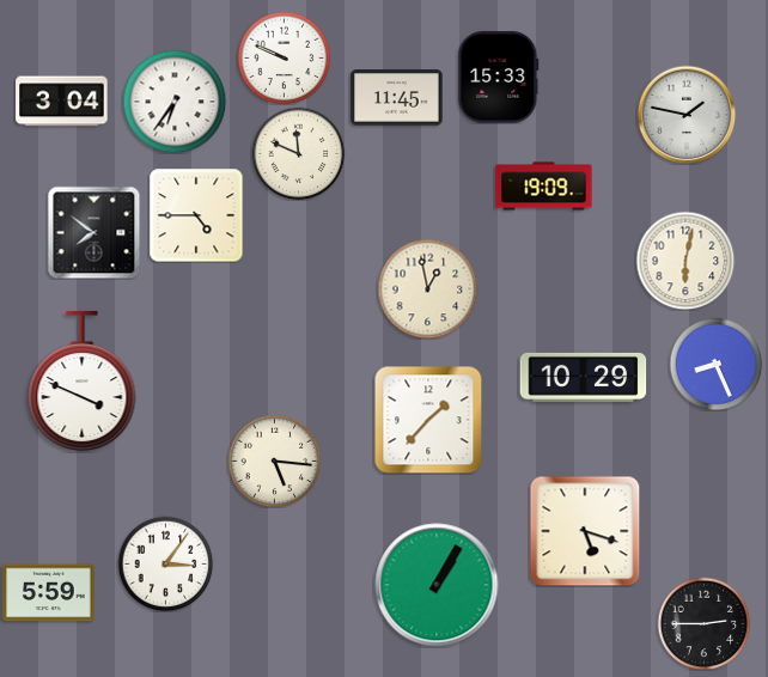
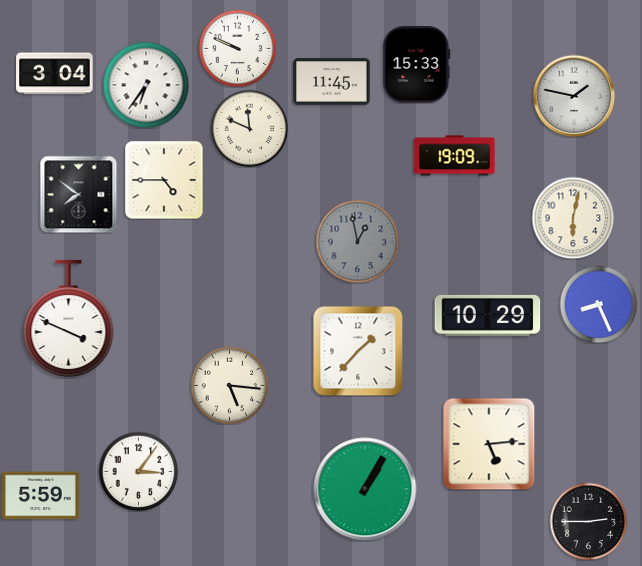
clock at (62, 102) position: (62, 102) -> (55, 74)
clock at (427, 288) dial: cream -> grey
clock at (585, 531): 5:18 -> 5:14
